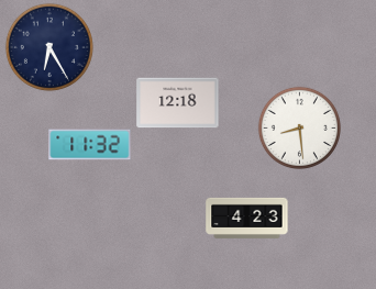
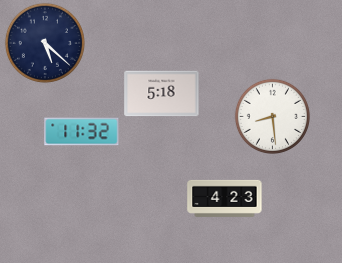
clock at (49, 47): 6:25 -> 5:22
clock at (178, 103): 12:18 -> 5:18
